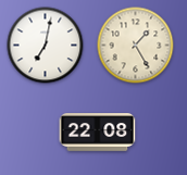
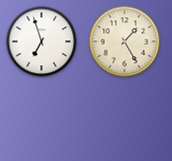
clock at (46, 46): 7:02 -> 6:57
clock at (98, 133): 22:08 -> none
